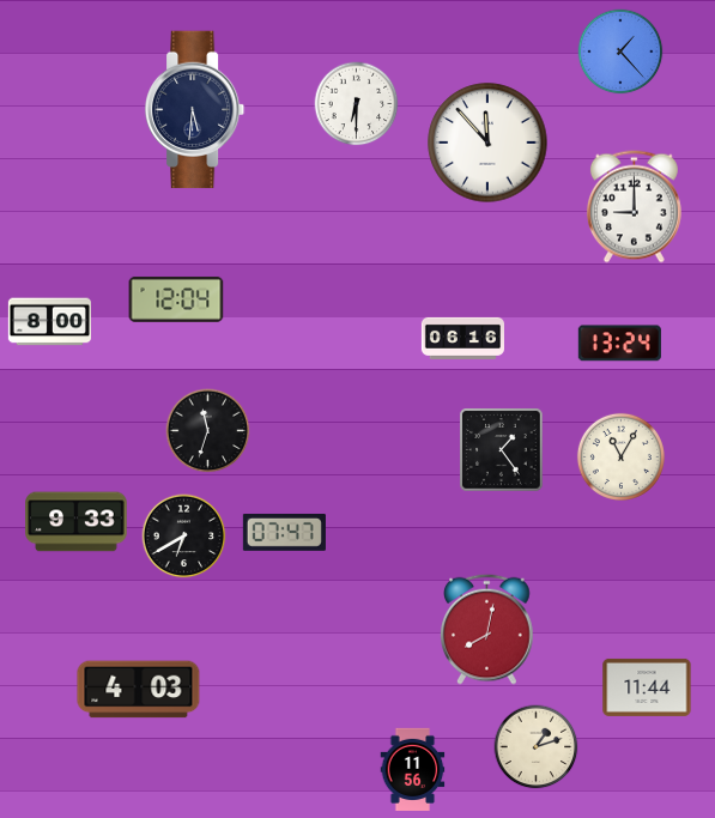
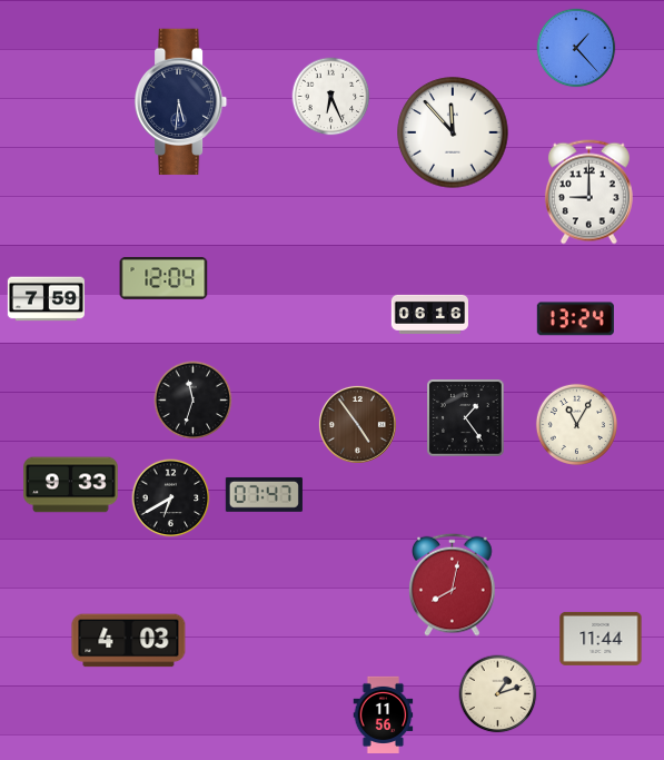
clock at (357, 104): 6:30 -> 6:26
clock at (49, 322): 8:00 -> 7:59
clock at (357, 424): none -> 4:54
